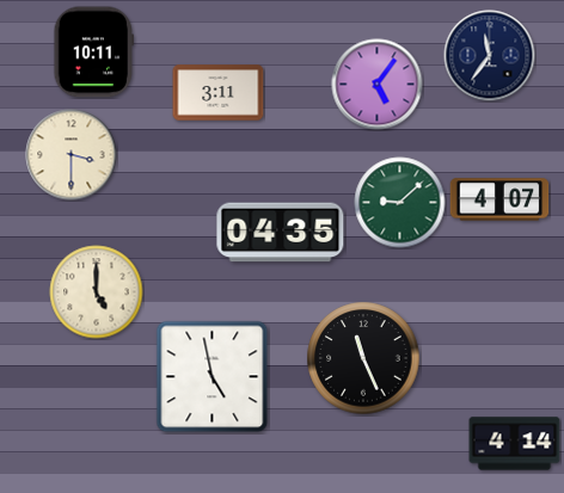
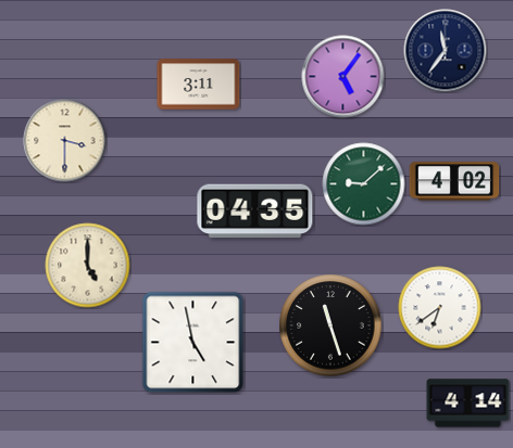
clock at (93, 53): 10:11 -> none
clock at (499, 199): 4:07 -> 4:02
clock at (440, 308): none -> 6:39
clock at (363, 358): 11:26 -> 11:27
